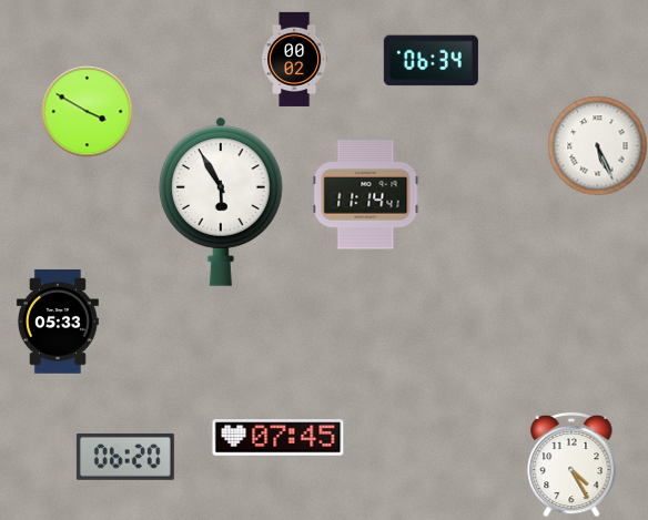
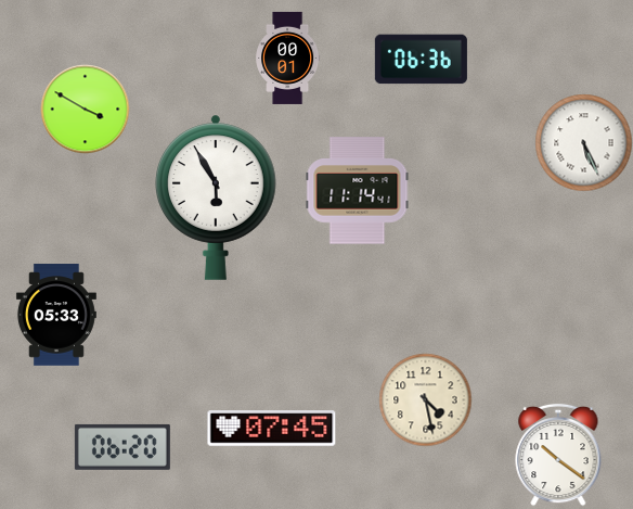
clock at (295, 59): 00:02 -> 00:01
clock at (431, 61): 06:34 -> 06:36
clock at (425, 399): none -> 4:28
clock at (571, 465): 4:25 -> 10:21
